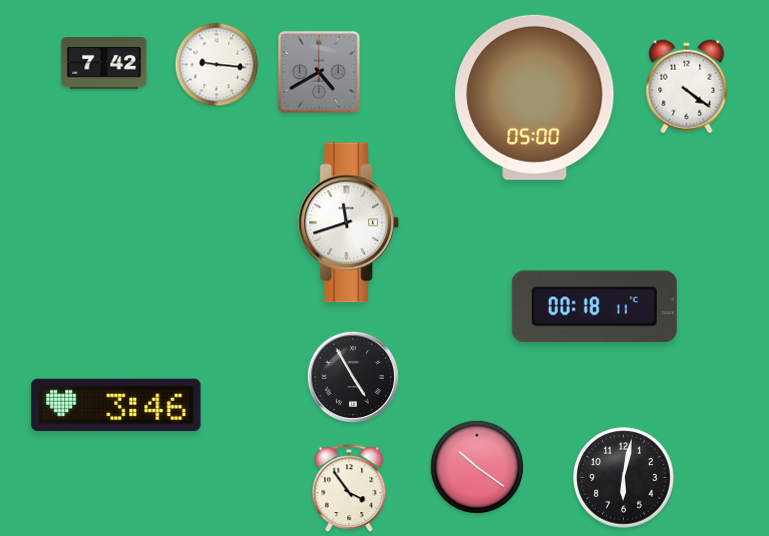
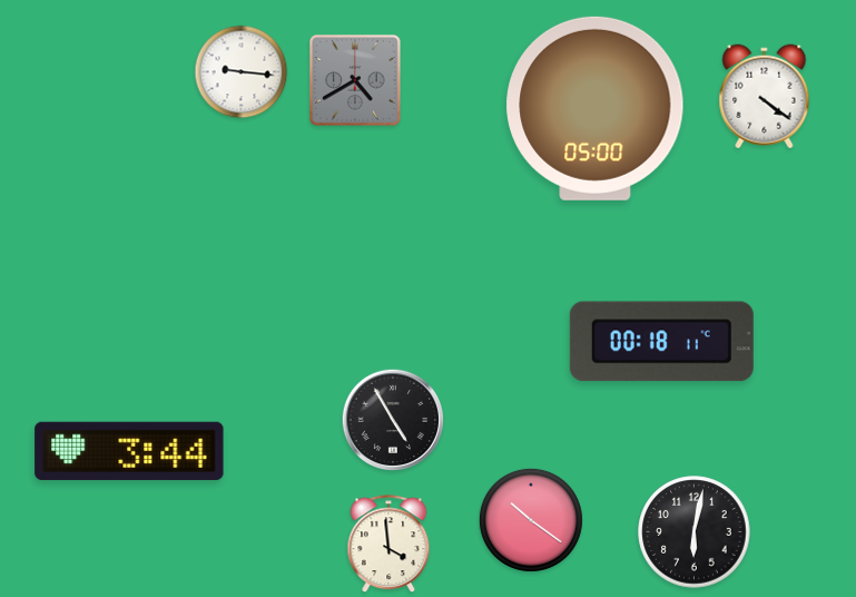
clock at (104, 63): 7:42 -> none
clock at (348, 223): 11:42 -> none
clock at (116, 404): 3:46 -> 3:44
clock at (349, 489): 3:54 -> 3:59
